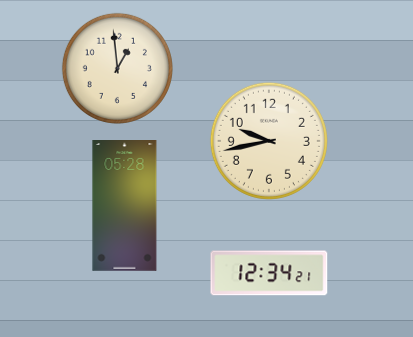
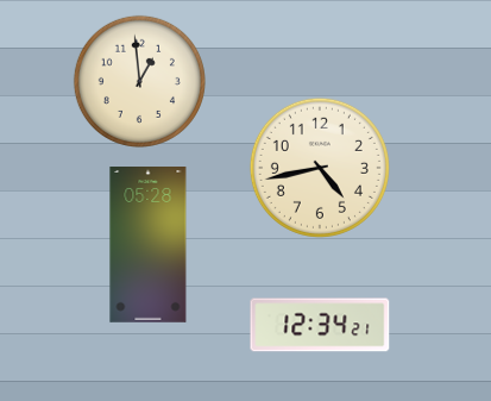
clock at (269, 141): 9:43 -> 4:43
